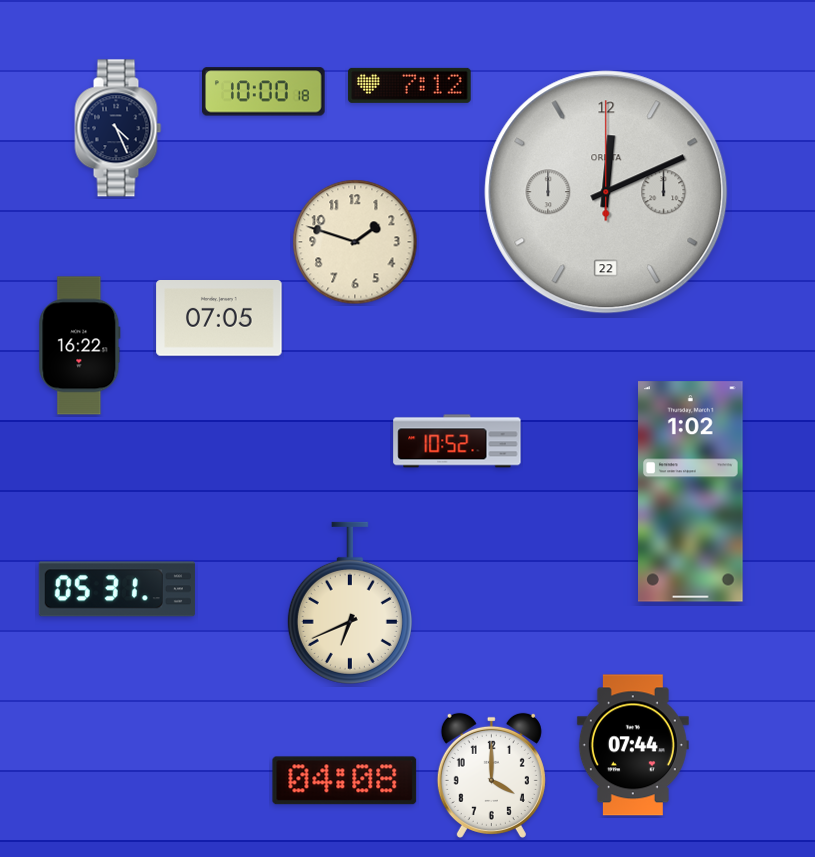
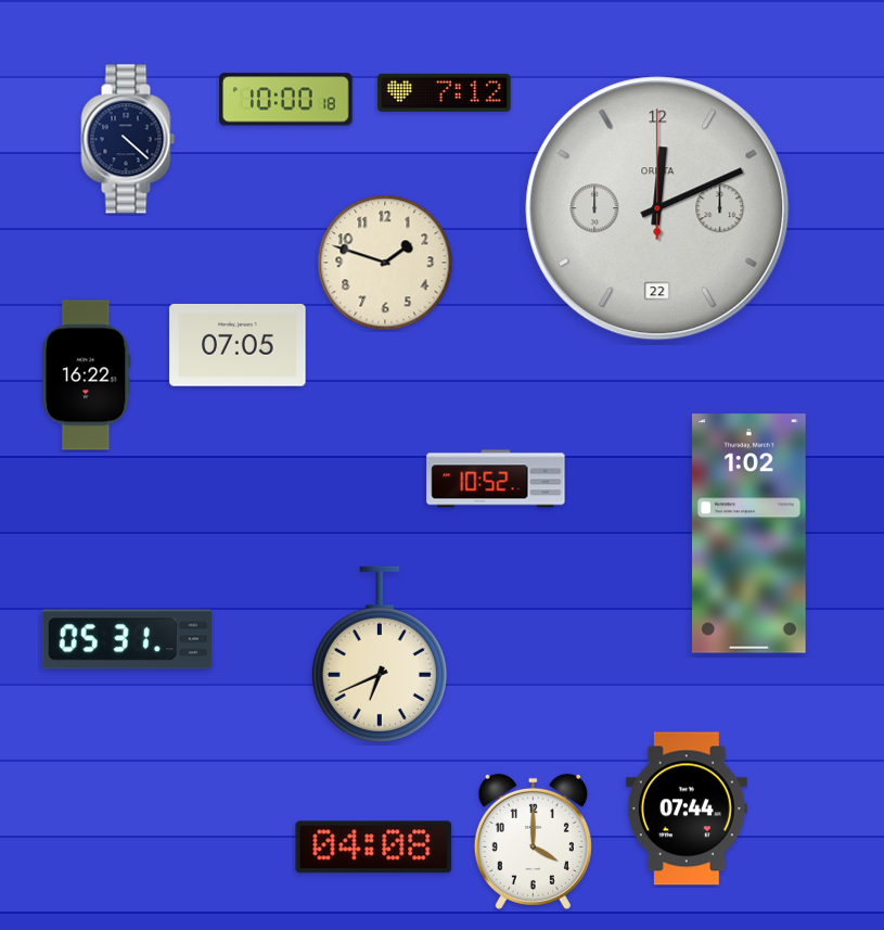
clock at (118, 128): 4:26 -> 4:22
